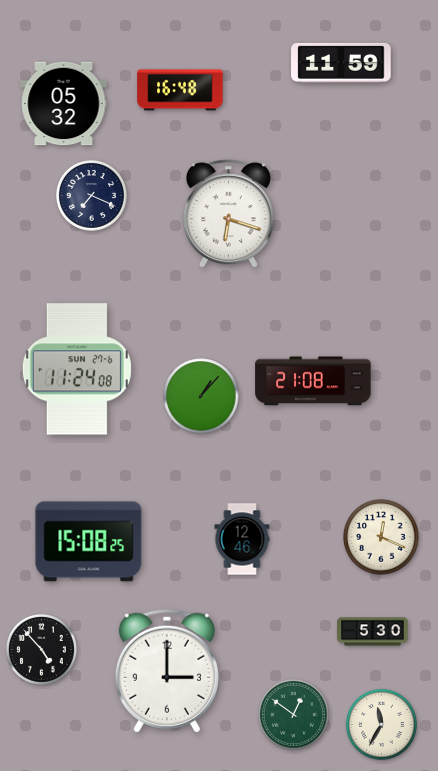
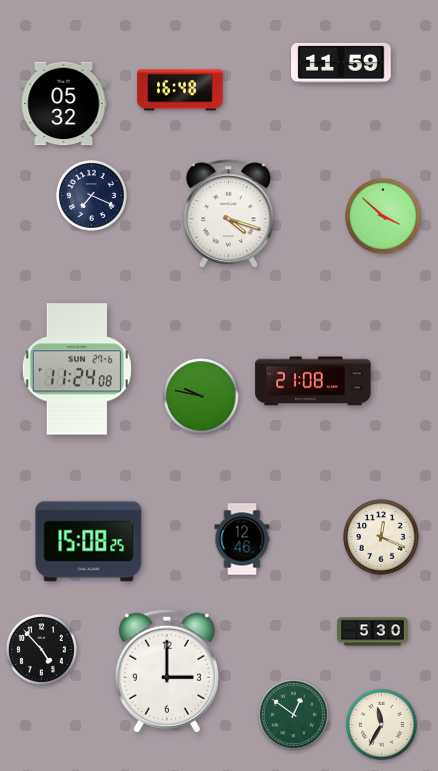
clock at (228, 214): 6:18 -> 4:18
clock at (383, 216): none -> 3:52
clock at (201, 396): 1:07 -> 9:47
